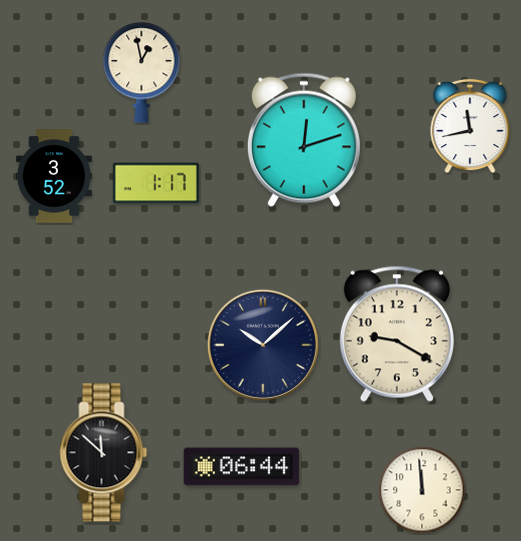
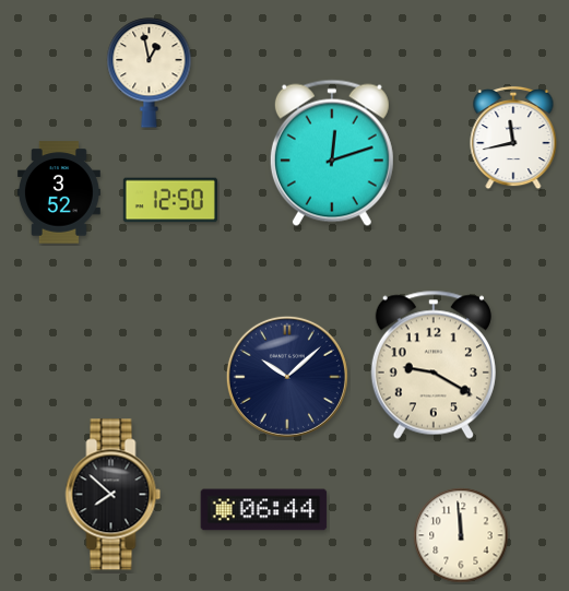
clock at (142, 73) position: (142, 73) -> (150, 73)
clock at (156, 183): 1:17 -> 12:50
clock at (104, 453): 11:52 -> 7:52
